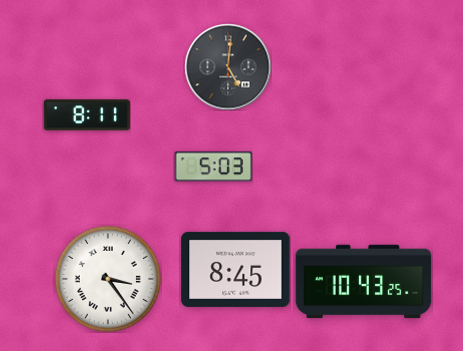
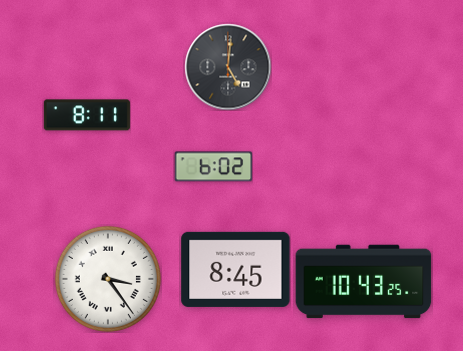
clock at (213, 167): 5:03 -> 6:02
